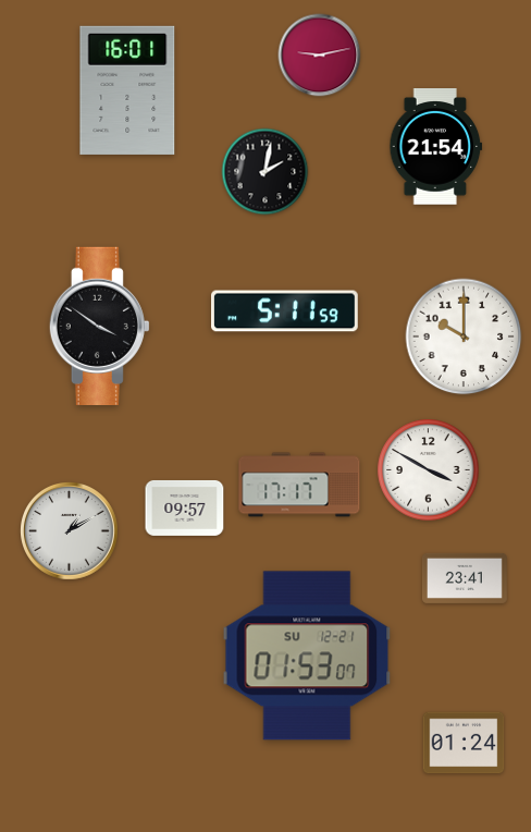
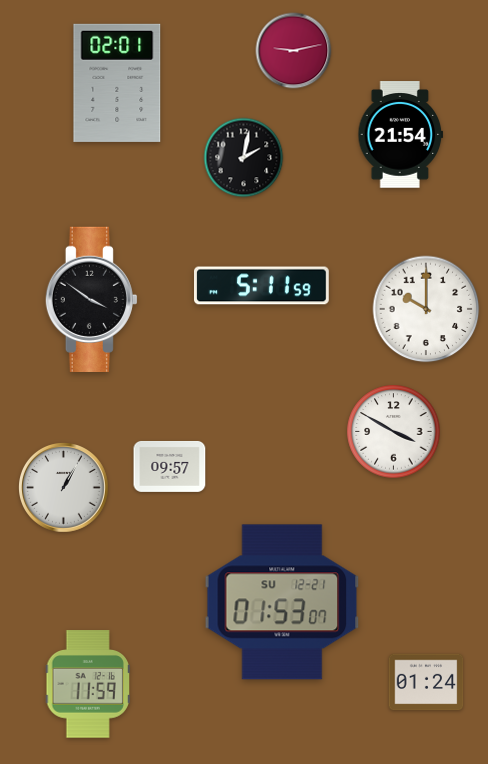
clock at (127, 90): 16:01 -> 02:01
clock at (299, 485): 17:17 -> none
clock at (70, 531): 1:10 -> 1:05
clock at (465, 578): 23:41 -> none
clock at (87, 684): none -> 11:59
